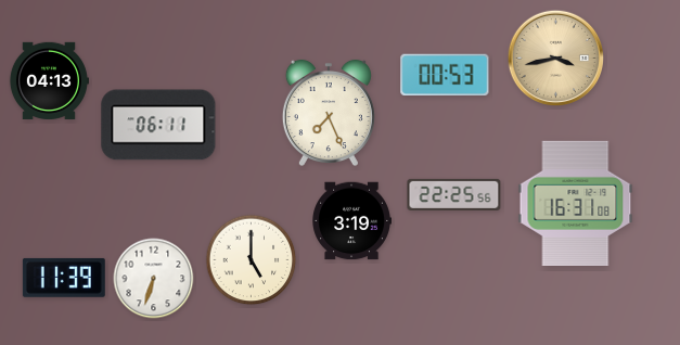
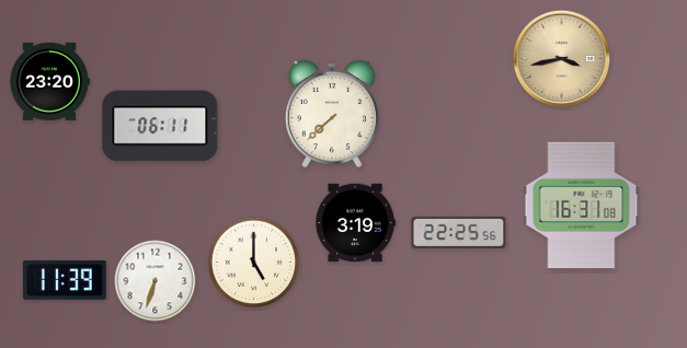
clock at (445, 75): 00:53 -> none
clock at (49, 80): 04:13 -> 23:20
clock at (329, 113): 7:26 -> 7:38
clock at (454, 194) position: (454, 194) -> (459, 232)
